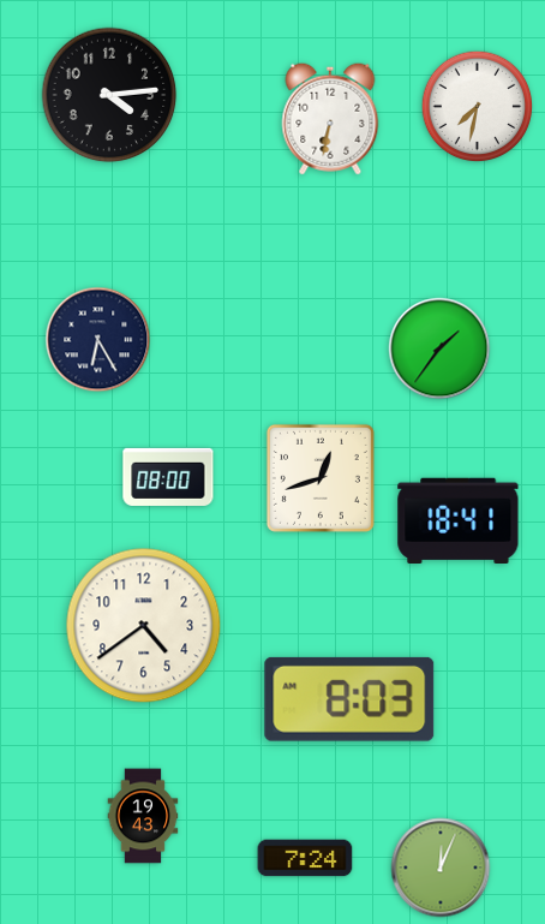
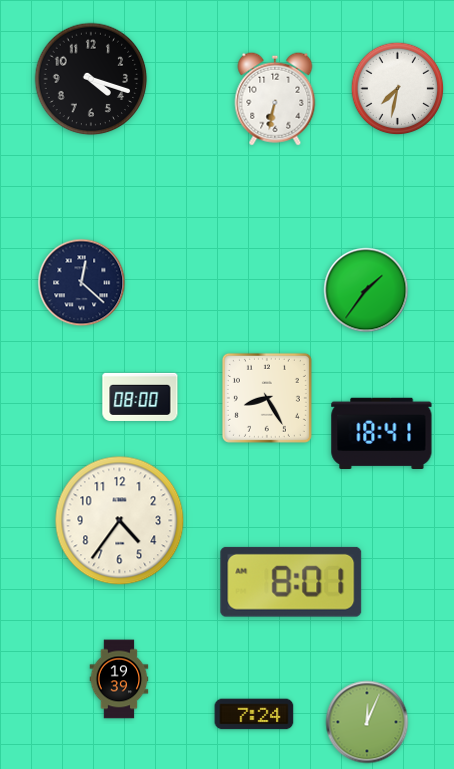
clock at (109, 95): 4:14 -> 4:18
clock at (98, 340): 6:25 -> 12:22
clock at (321, 478): 12:42 -> 8:25
clock at (144, 626): 4:39 -> 4:36
clock at (349, 699): 8:03 -> 8:01
clock at (143, 816): 19:43 -> 19:39
